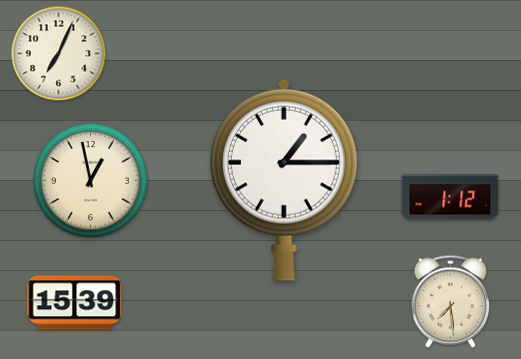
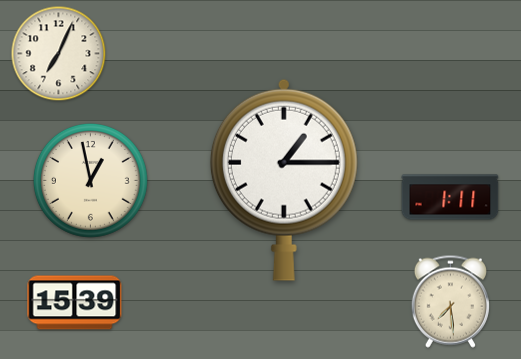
clock at (450, 197): 1:12 -> 1:11
